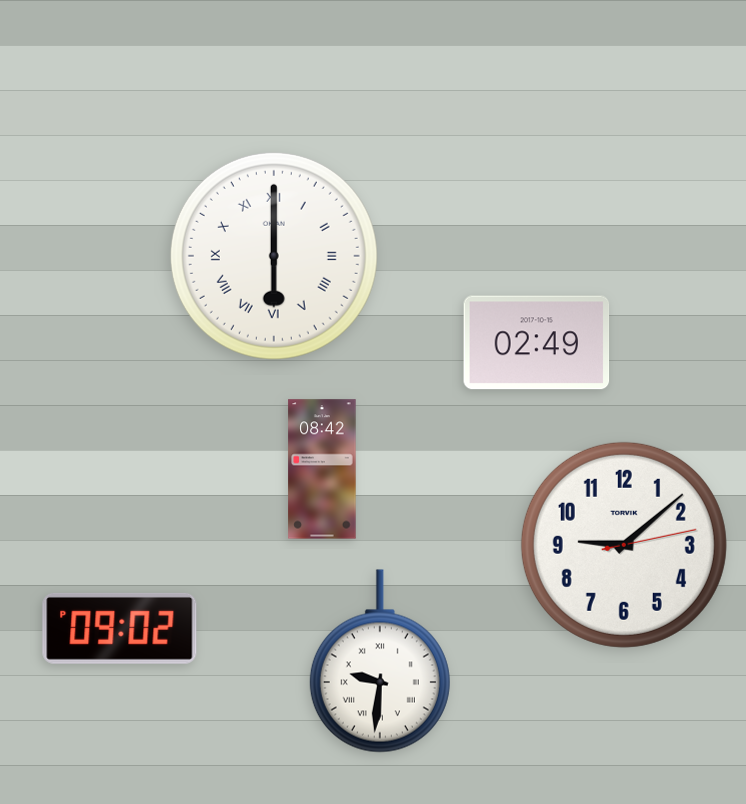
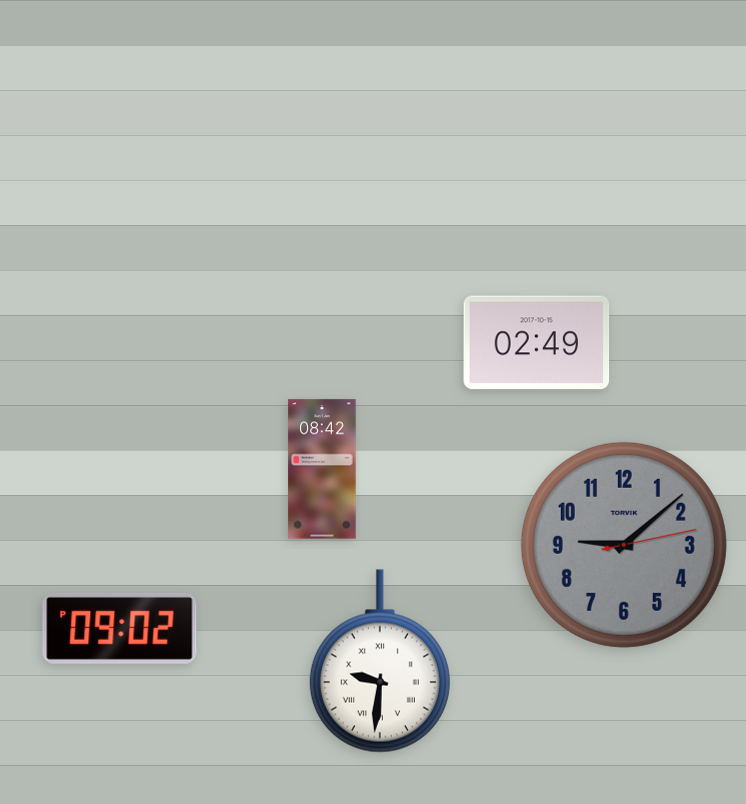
clock at (274, 256): 6:00 -> none
clock at (624, 545) dial: white -> grey
